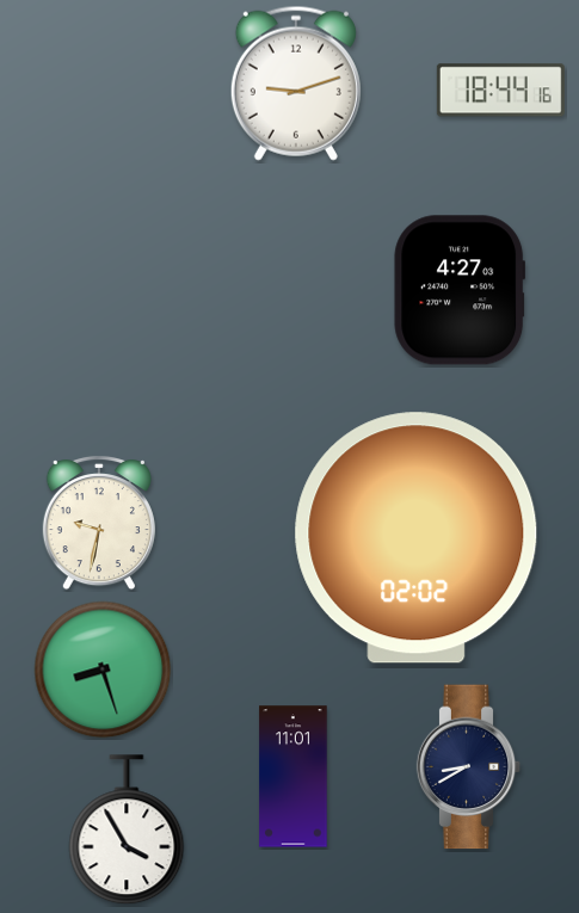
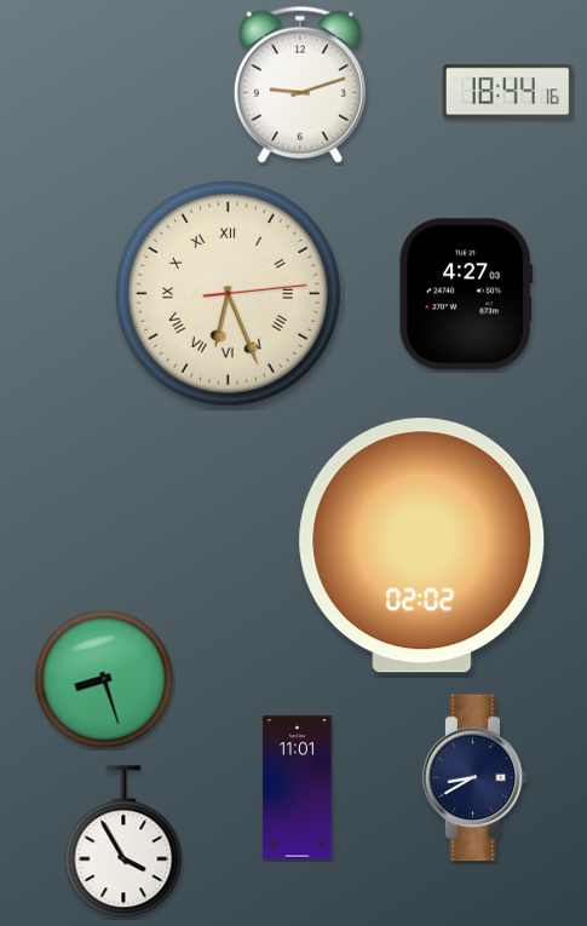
clock at (228, 293): none -> 6:26
clock at (99, 523): 9:32 -> none
clock at (127, 831) position: (127, 831) -> (123, 842)
